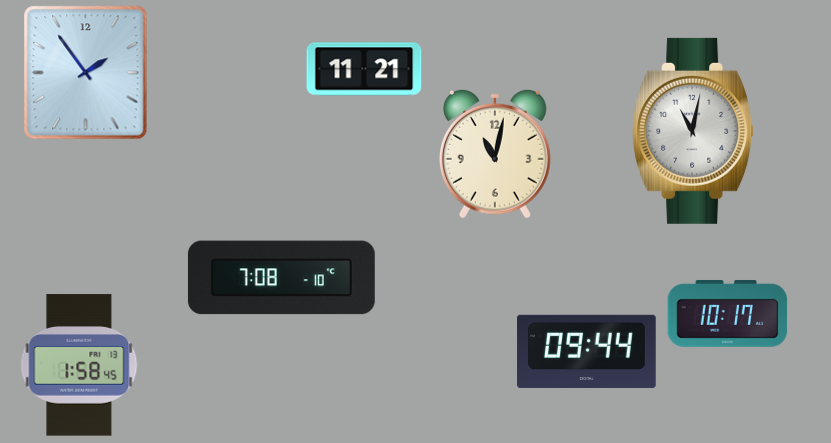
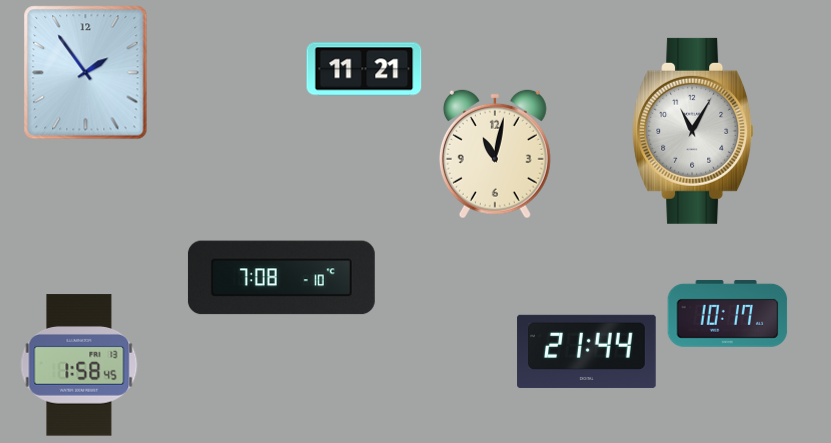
clock at (694, 131): 11:02 -> 11:05
clock at (587, 351): 09:44 -> 21:44
